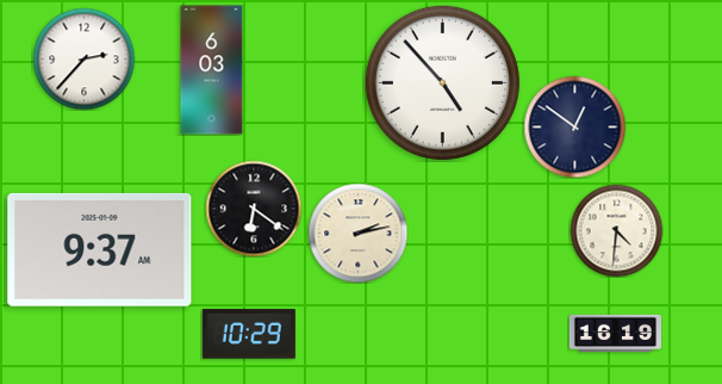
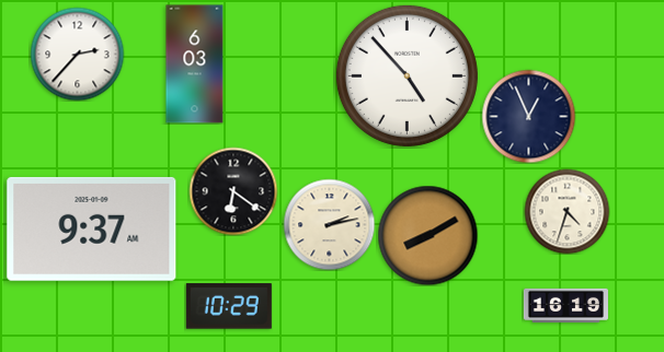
clock at (574, 126): 12:51 -> 12:56
clock at (616, 230): 4:31 -> 4:33
clock at (357, 233) position: (357, 233) -> (329, 224)
clock at (427, 235): none -> 8:10
